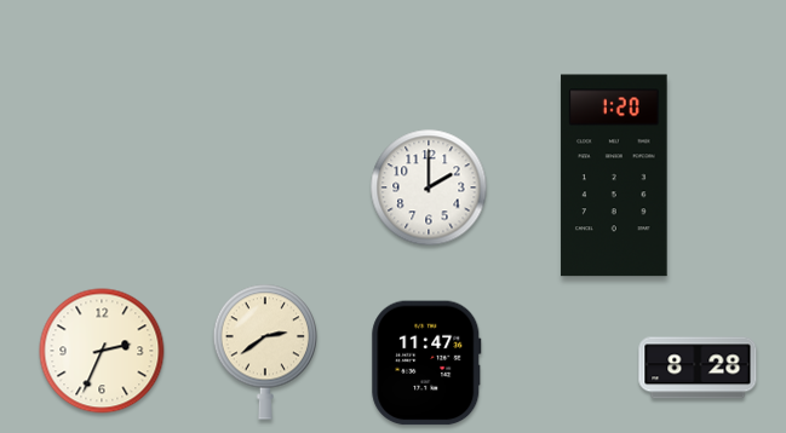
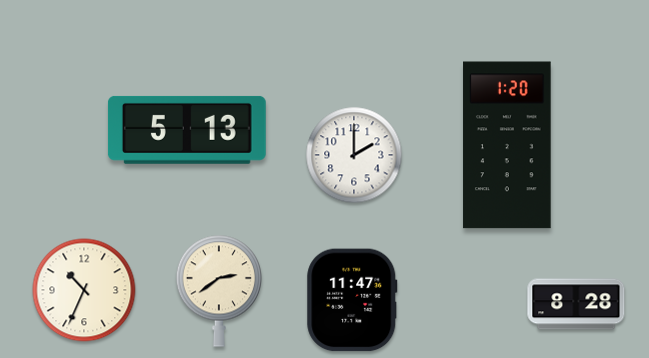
clock at (187, 130): none -> 5:13
clock at (102, 351): 2:34 -> 10:34
